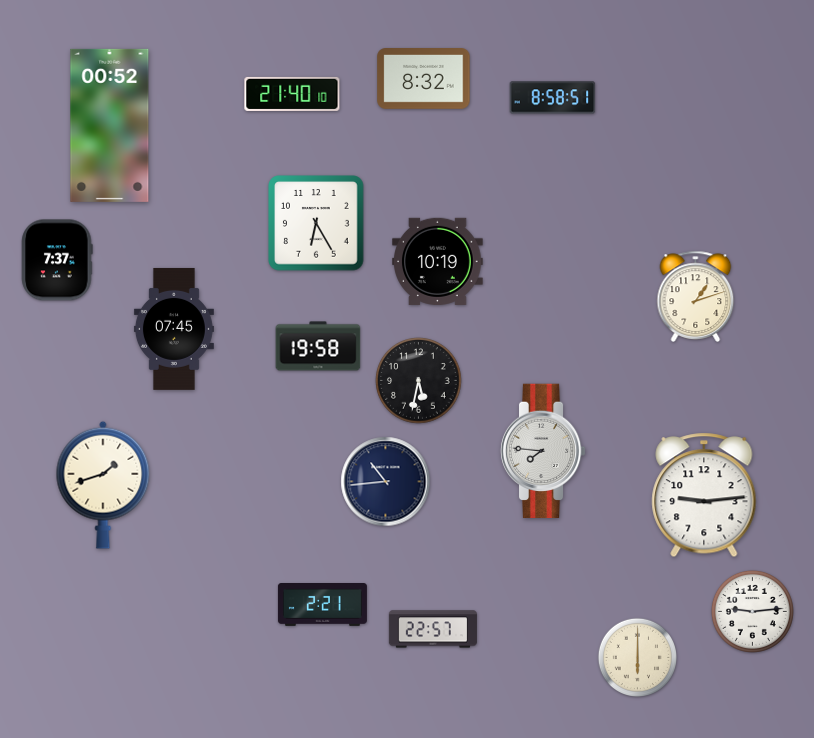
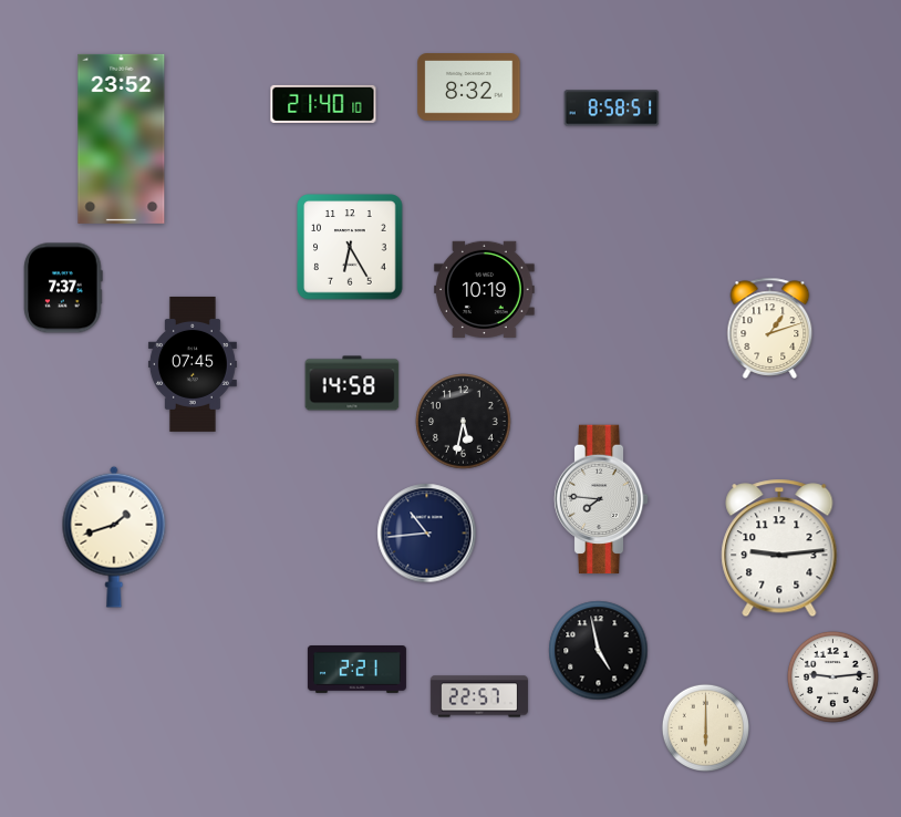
clock at (110, 125): 00:52 -> 23:52
clock at (318, 346): 19:58 -> 14:58
clock at (599, 651): none -> 4:58
